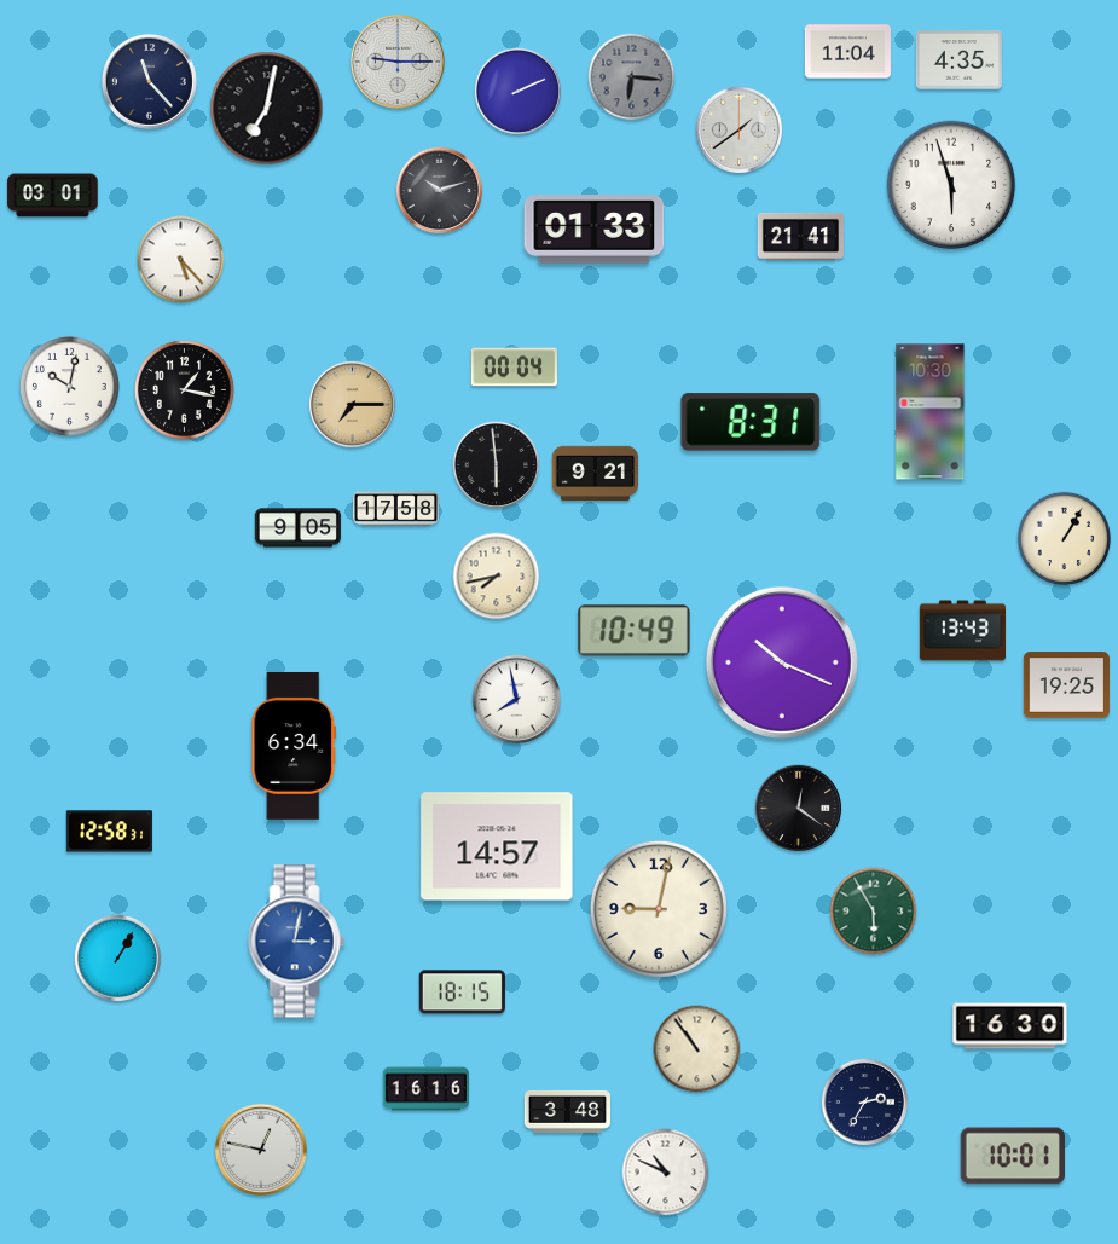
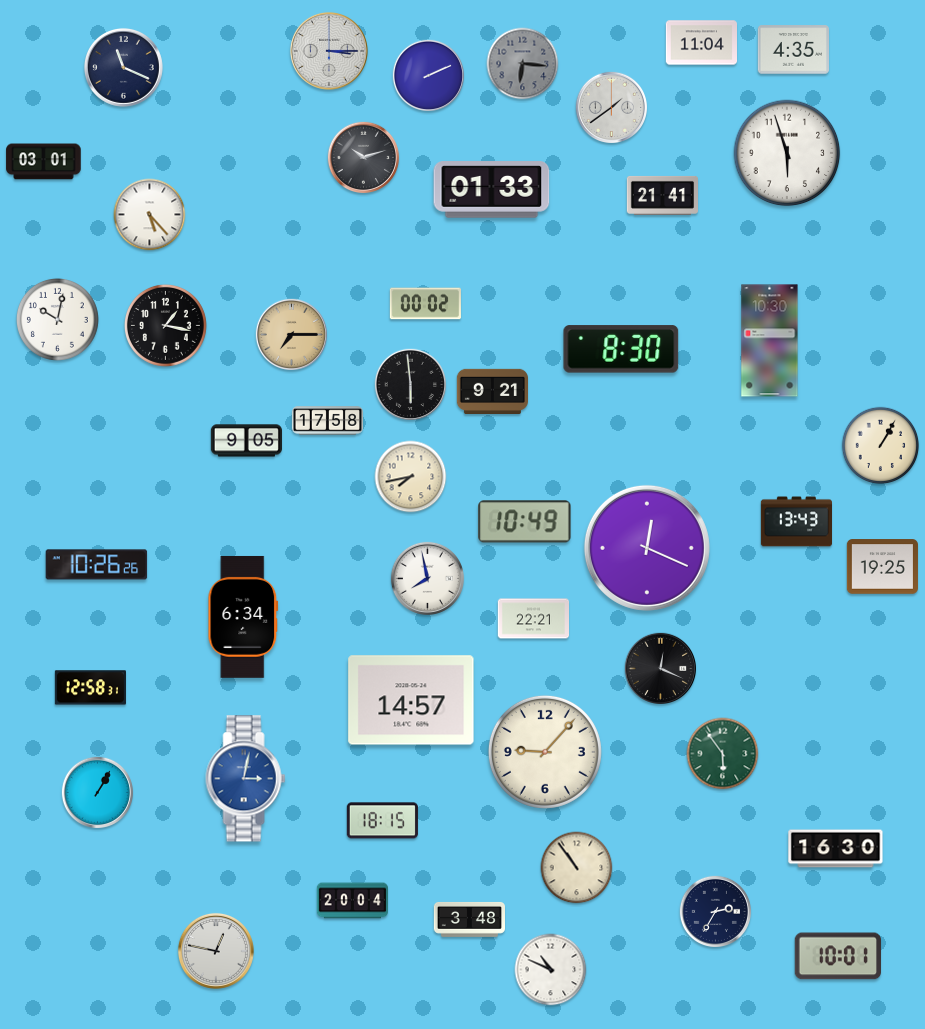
clock at (398, 62): 9:15 -> 3:15
clock at (149, 81): 11:23 -> 11:19
clock at (267, 109): 7:02 -> none
clock at (514, 368): 00:04 -> 00:02
clock at (184, 389) position: (184, 389) -> (165, 325)
clock at (751, 422): 8:31 -> 8:30
clock at (297, 528) position: (297, 528) -> (246, 441)
clock at (782, 662): 10:19 -> 12:19
clock at (97, 565): none -> 10:26
clock at (533, 619): none -> 22:21
clock at (798, 808): 12:21 -> 12:19
clock at (659, 909): 9:02 -> 9:07
clock at (874, 912): 5:55 -> 5:54
clock at (425, 1089): 16:16 -> 20:04
